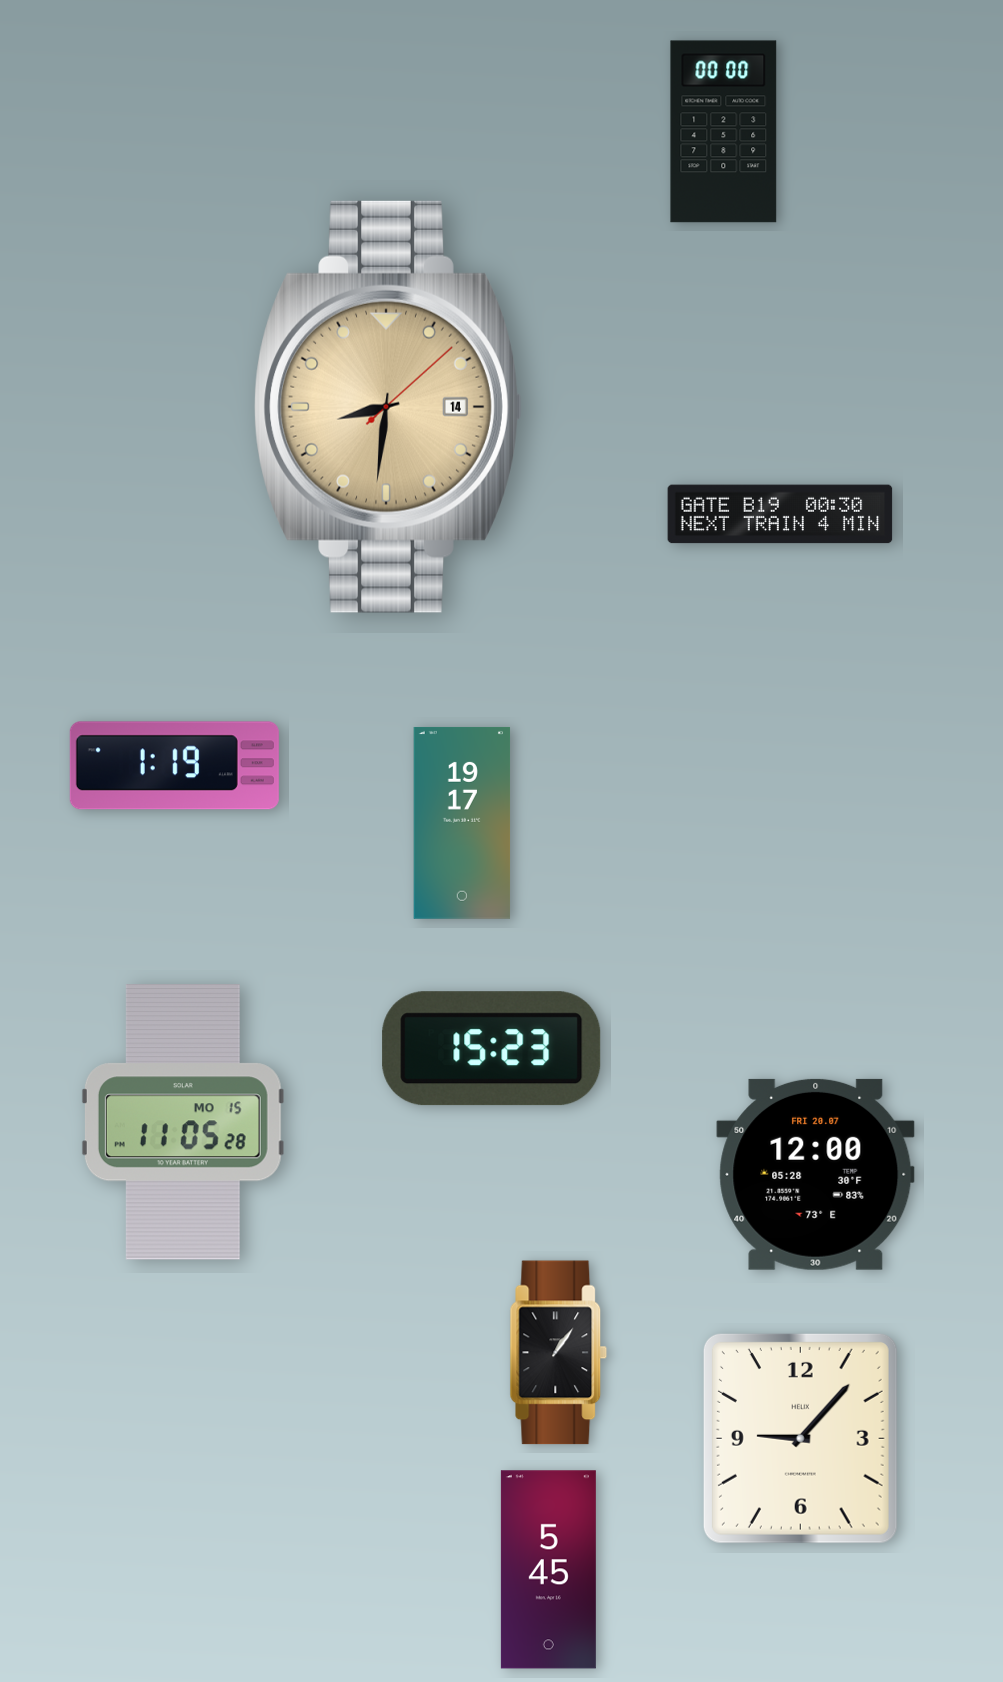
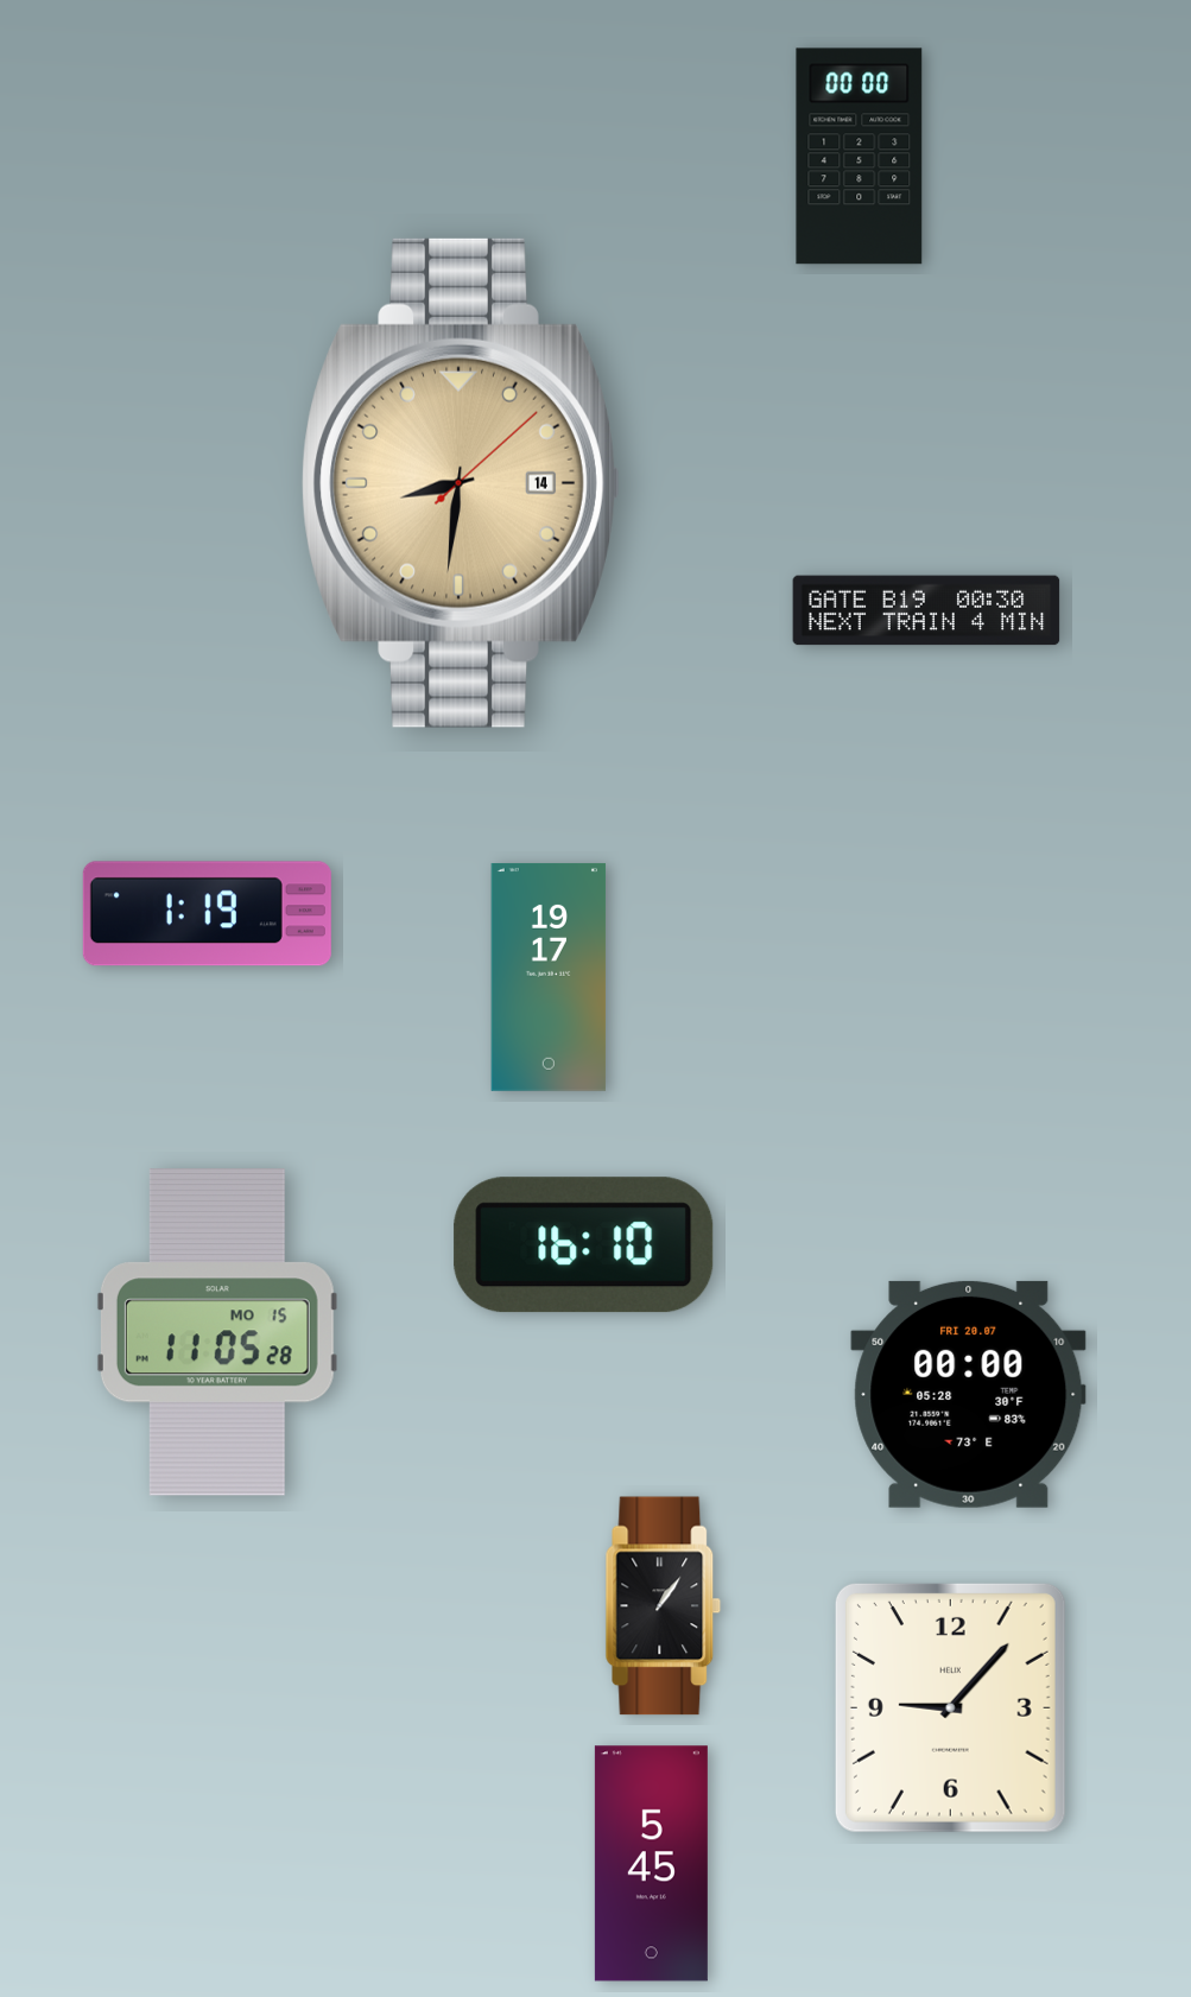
clock at (174, 766) position: (174, 766) -> (207, 914)
clock at (492, 1049): 15:23 -> 16:10
clock at (816, 1174): 12:00 -> 00:00
